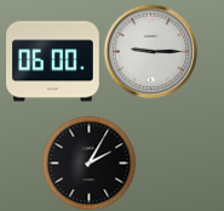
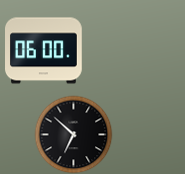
clock at (150, 51): 9:15 -> none
clock at (88, 162): 2:05 -> 6:52
